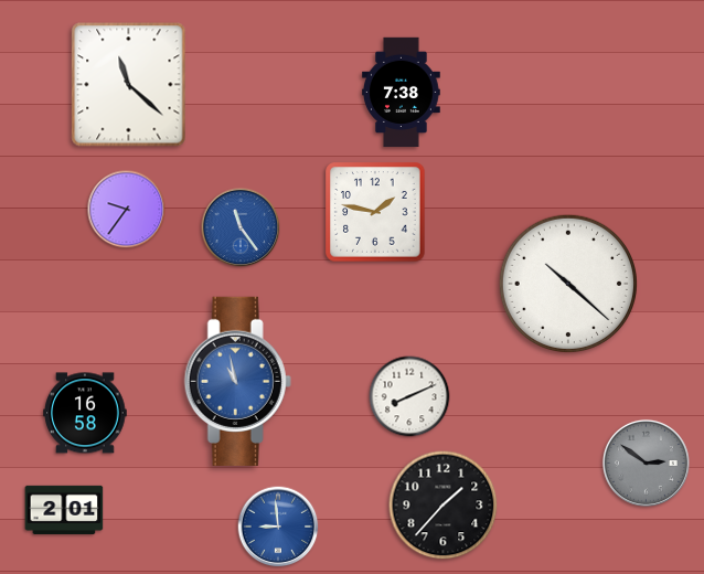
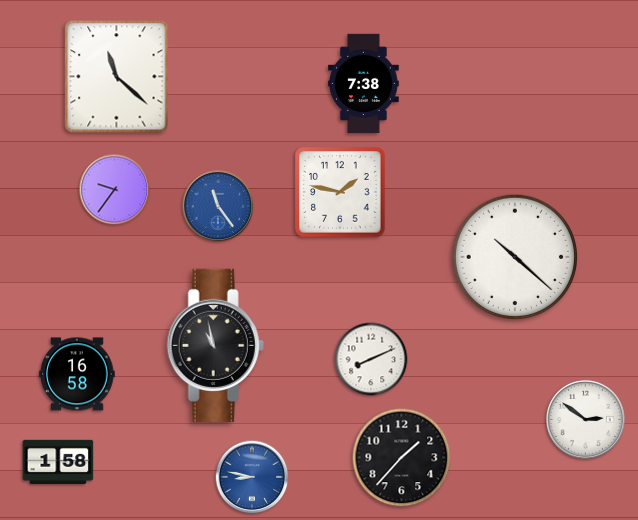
clock at (237, 381) dial: blue -> black
clock at (646, 463) dial: grey -> white
clock at (64, 510): 2:01 -> 1:58
clock at (278, 527): 8:59 -> 8:47
